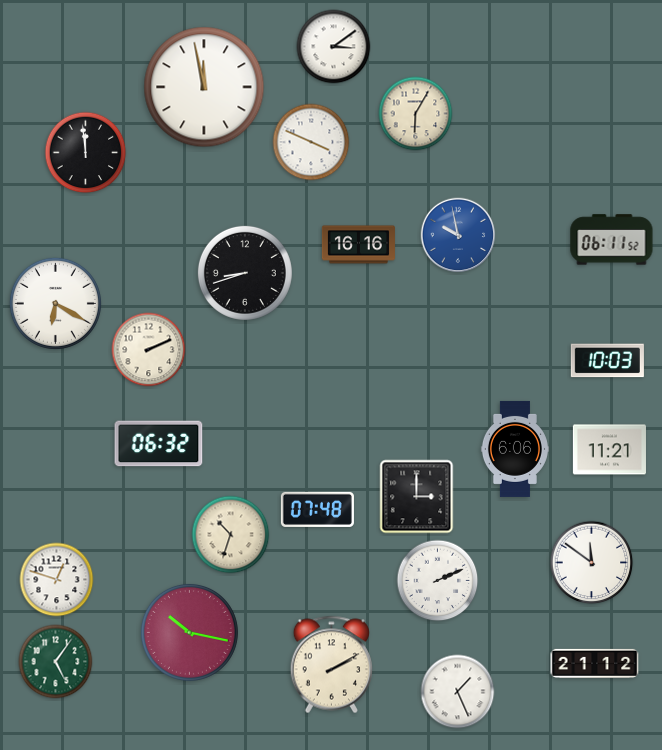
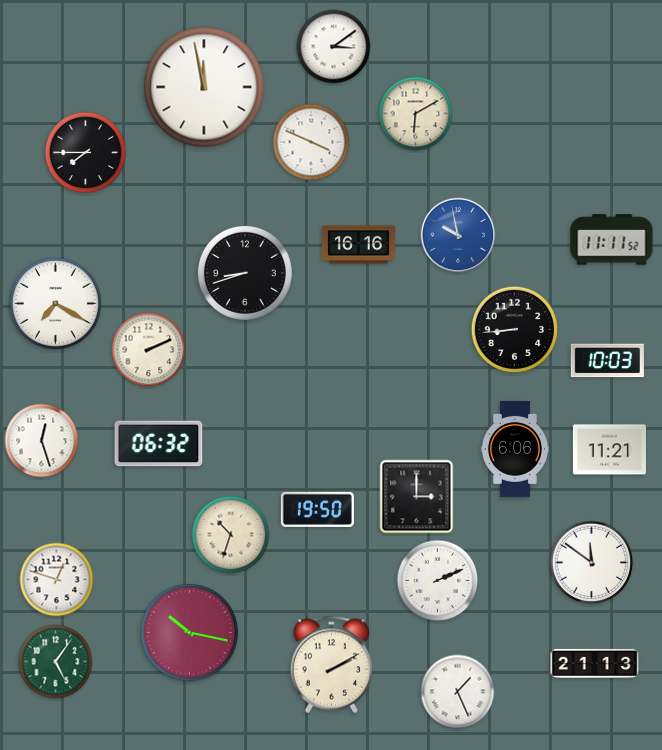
clock at (416, 114): 6:05 -> 6:10
clock at (86, 153): 11:59 -> 7:45
clock at (612, 240): 06:11 -> 11:11
clock at (55, 303): 6:20 -> 7:20
clock at (515, 330): none -> 8:44
clock at (42, 441): none -> 12:27
clock at (317, 509): 07:48 -> 19:50
clock at (595, 663): 21:12 -> 21:13
